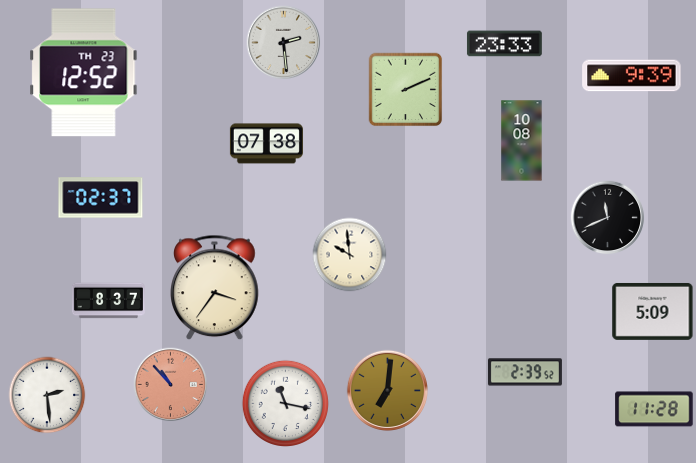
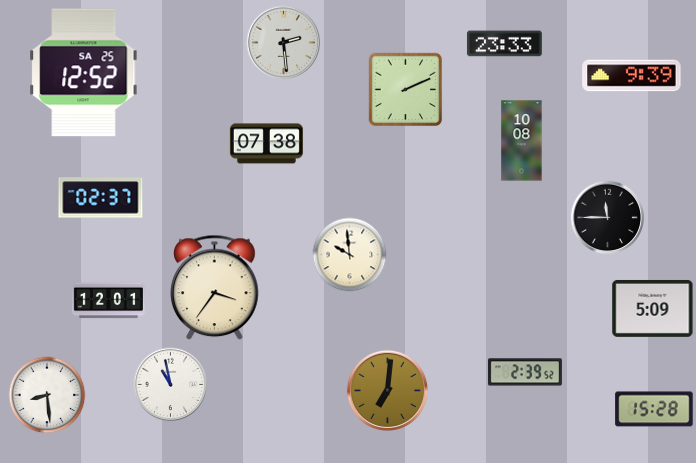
clock at (84, 73) date: TH 23 -> SA 25
clock at (608, 218): 11:41 -> 11:45
clock at (108, 301): 8:37 -> 12:01
clock at (653, 311) position: (653, 311) -> (653, 308)
clock at (171, 385): 10:53 -> 10:58
clock at (171, 385) dial: salmon -> white
clock at (47, 395): 2:29 -> 8:29
clock at (285, 403): 11:17 -> none
clock at (654, 409): 11:28 -> 15:28
